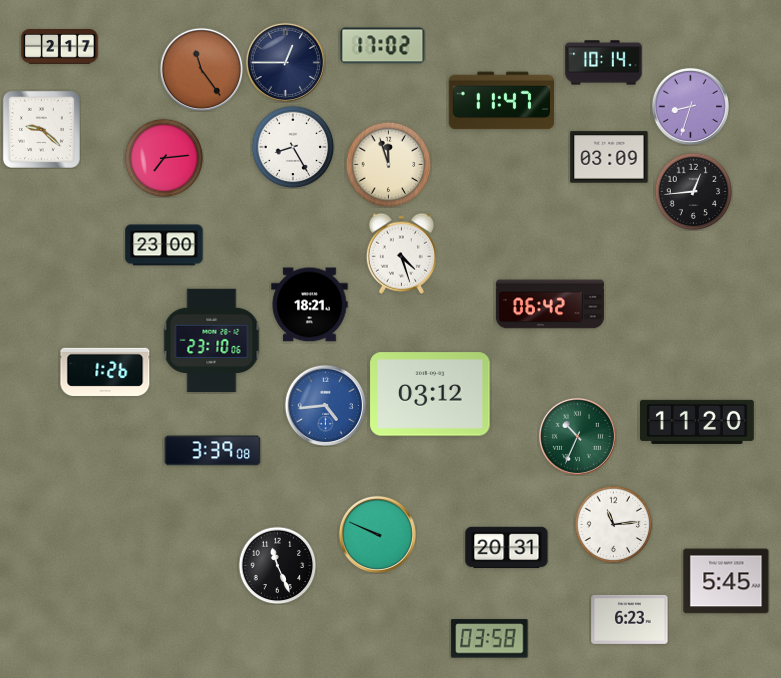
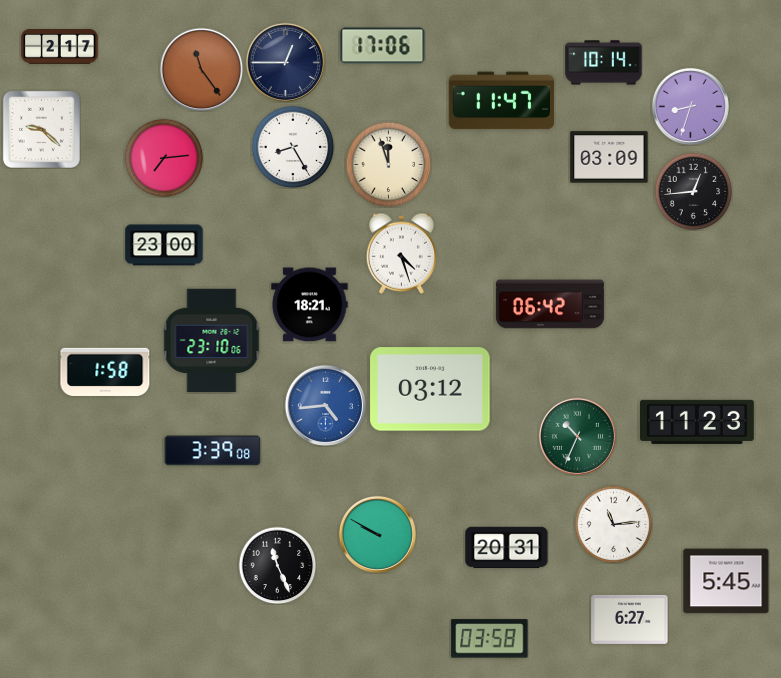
clock at (383, 46): 17:02 -> 17:06
clock at (105, 372): 1:26 -> 1:58
clock at (430, 394) position: (430, 394) -> (430, 389)
clock at (697, 422): 11:20 -> 11:23
clock at (377, 534): 9:49 -> 9:50
clock at (630, 619): 6:23 -> 6:27
